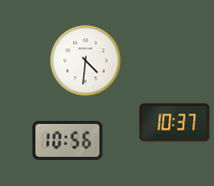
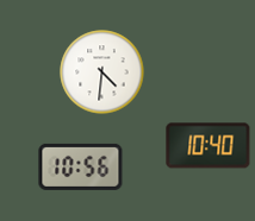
clock at (175, 123): 10:37 -> 10:40
